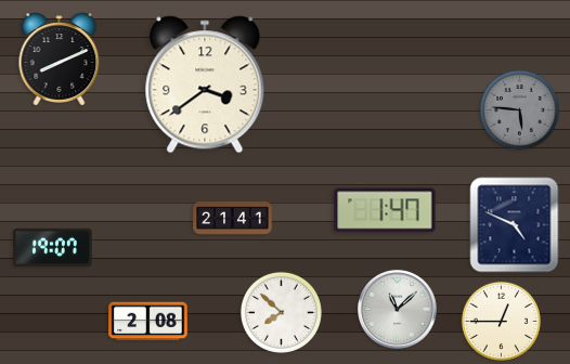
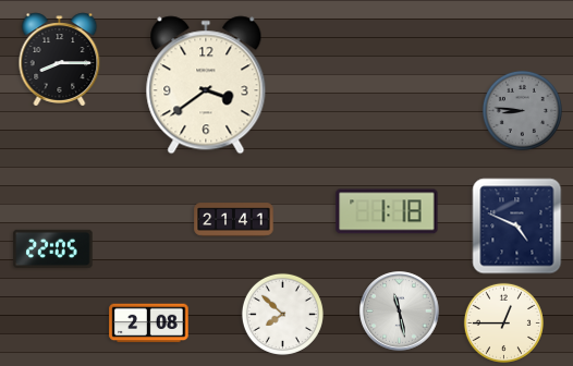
clock at (60, 60): 8:11 -> 8:15
clock at (519, 109): 5:46 -> 8:46
clock at (385, 210): 1:47 -> 1:18
clock at (53, 247): 19:07 -> 22:05
clock at (398, 310): 11:08 -> 11:28
